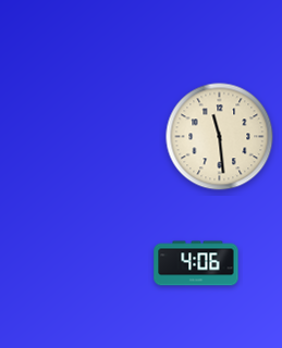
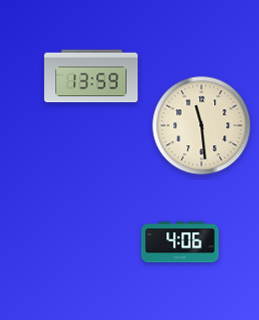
clock at (91, 76): none -> 13:59
